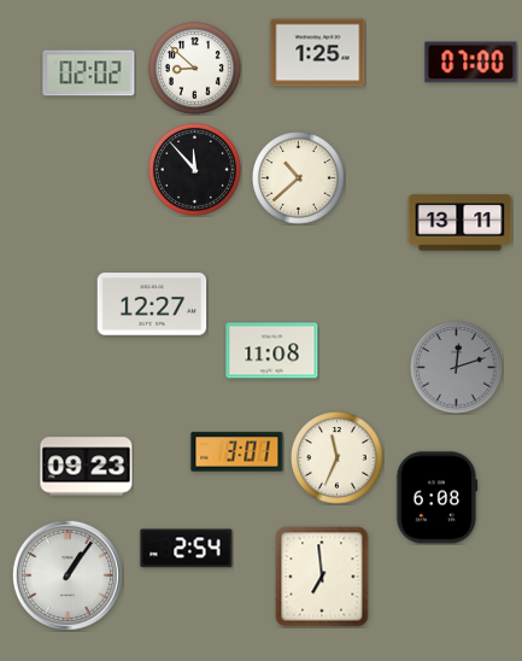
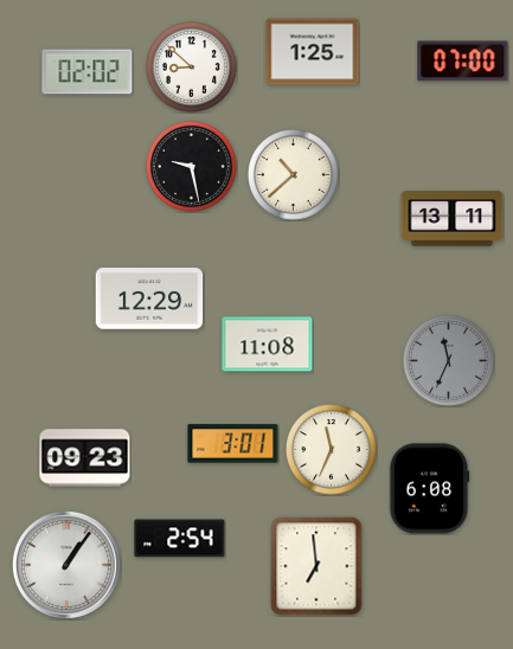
clock at (195, 170): 11:53 -> 9:28
clock at (152, 305): 12:27 -> 12:29
clock at (457, 368): 12:12 -> 11:34
clock at (187, 549) position: (187, 549) -> (180, 539)
